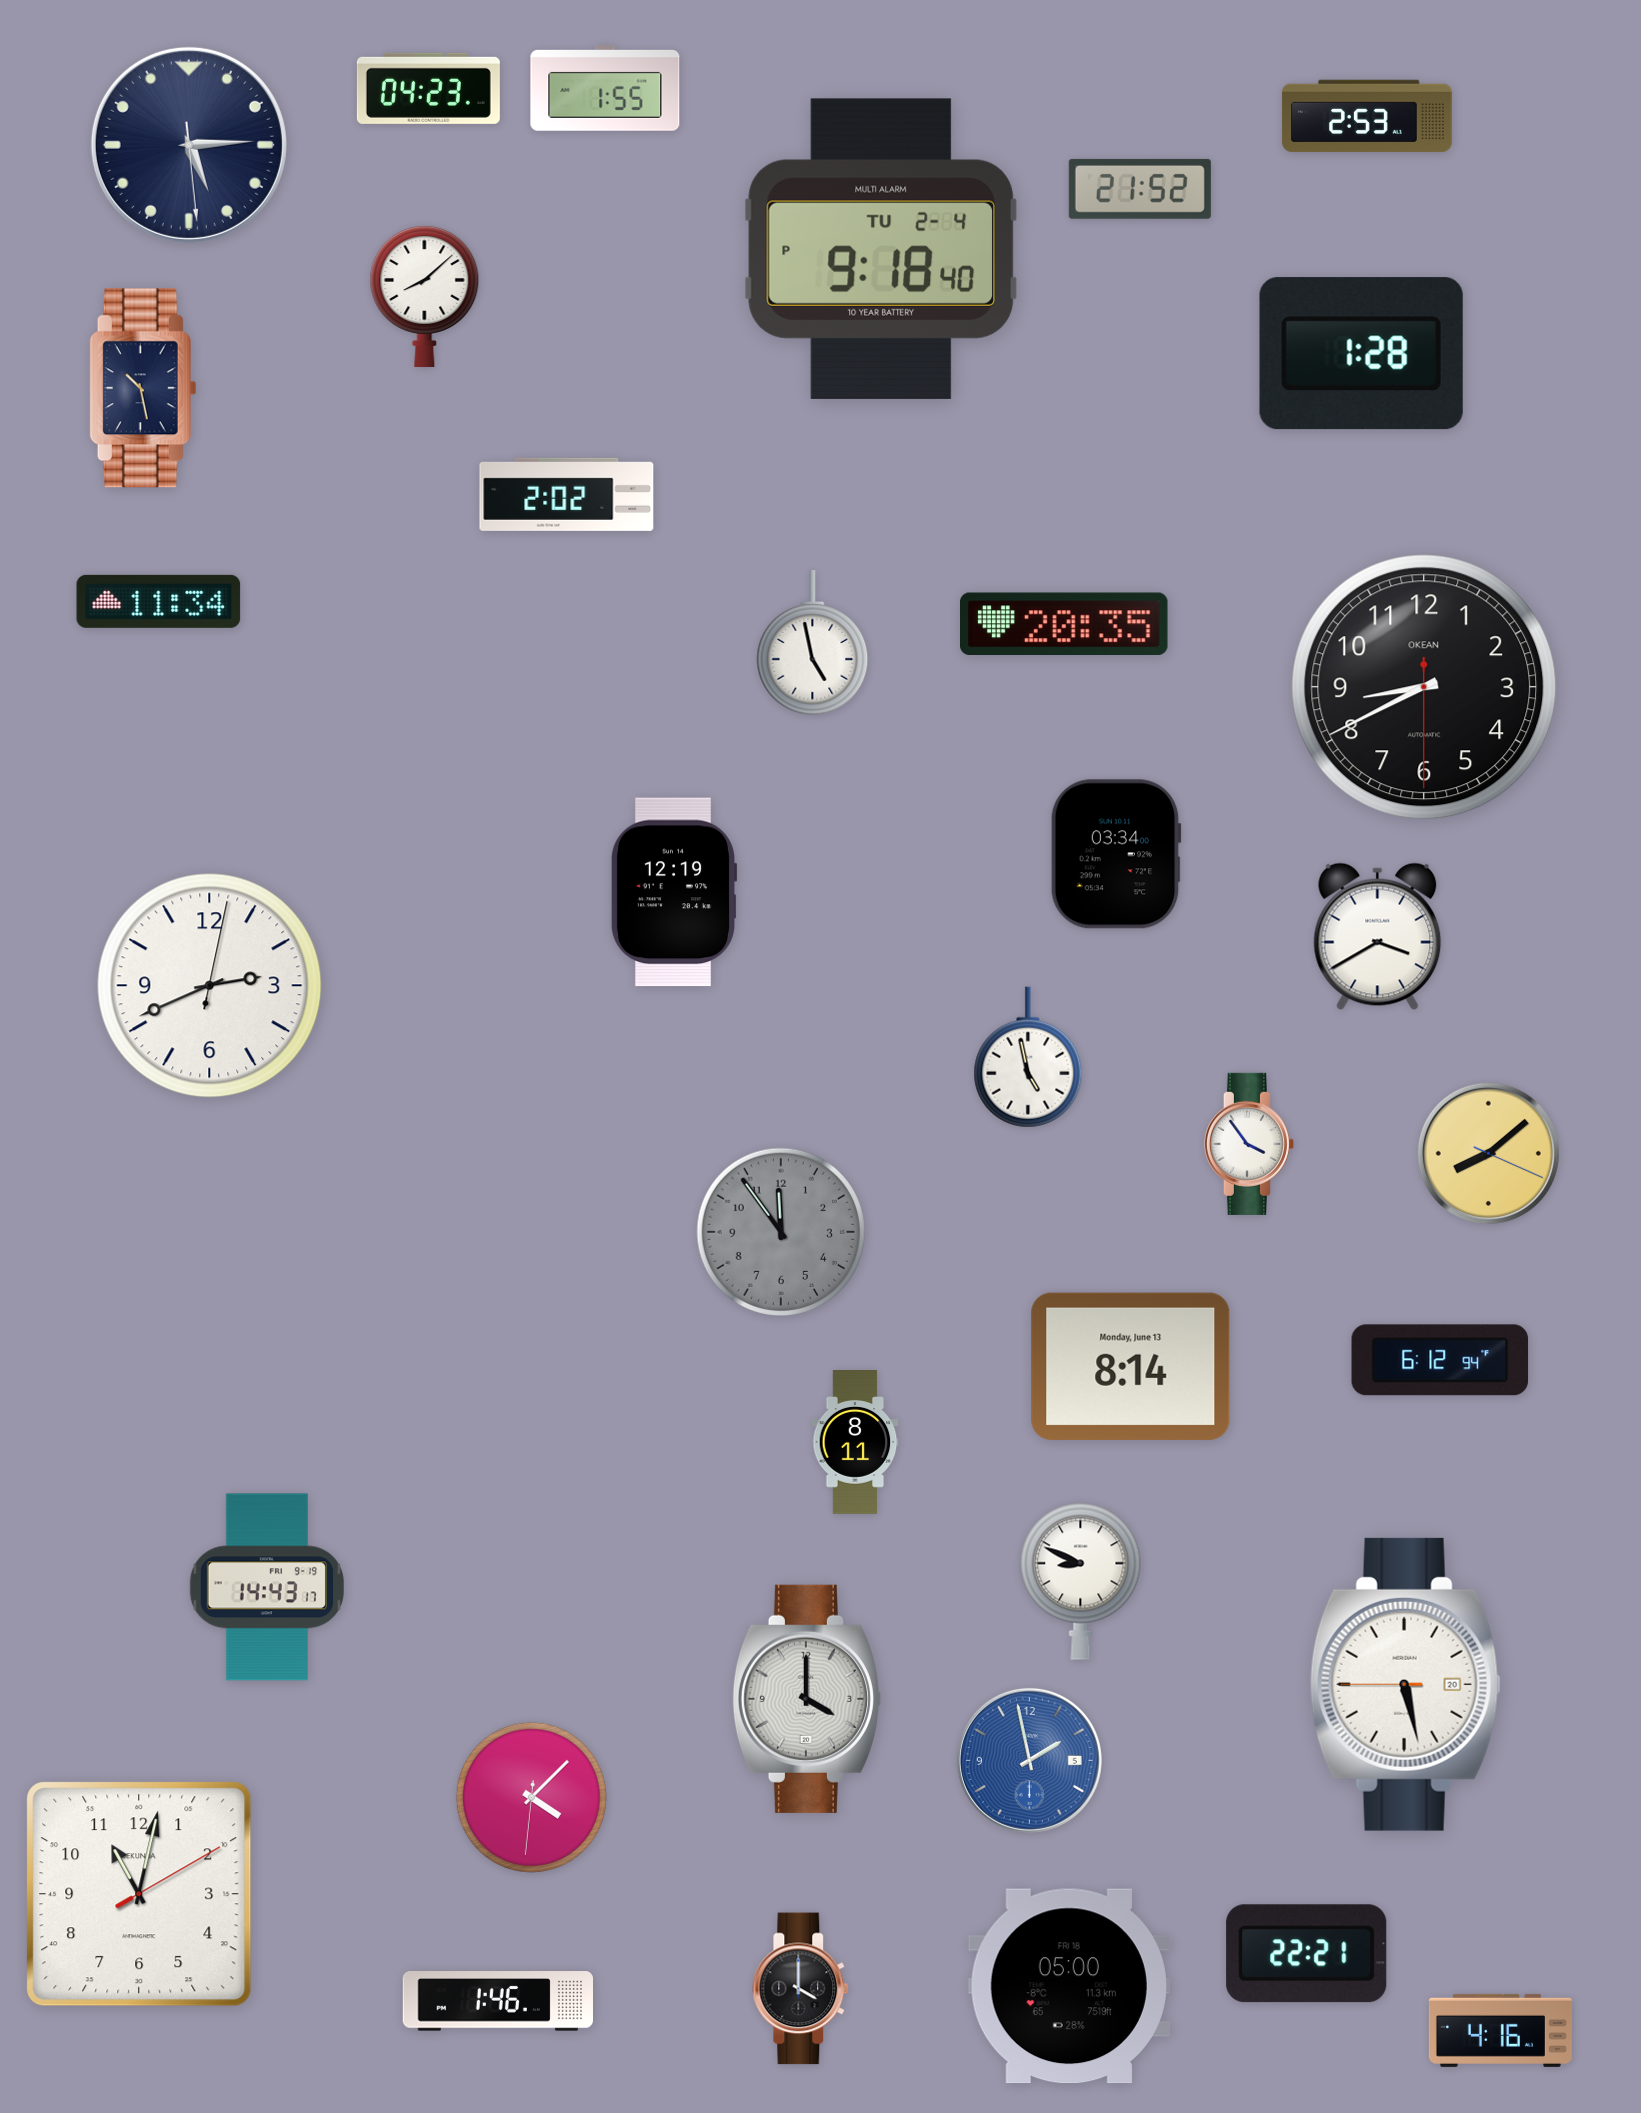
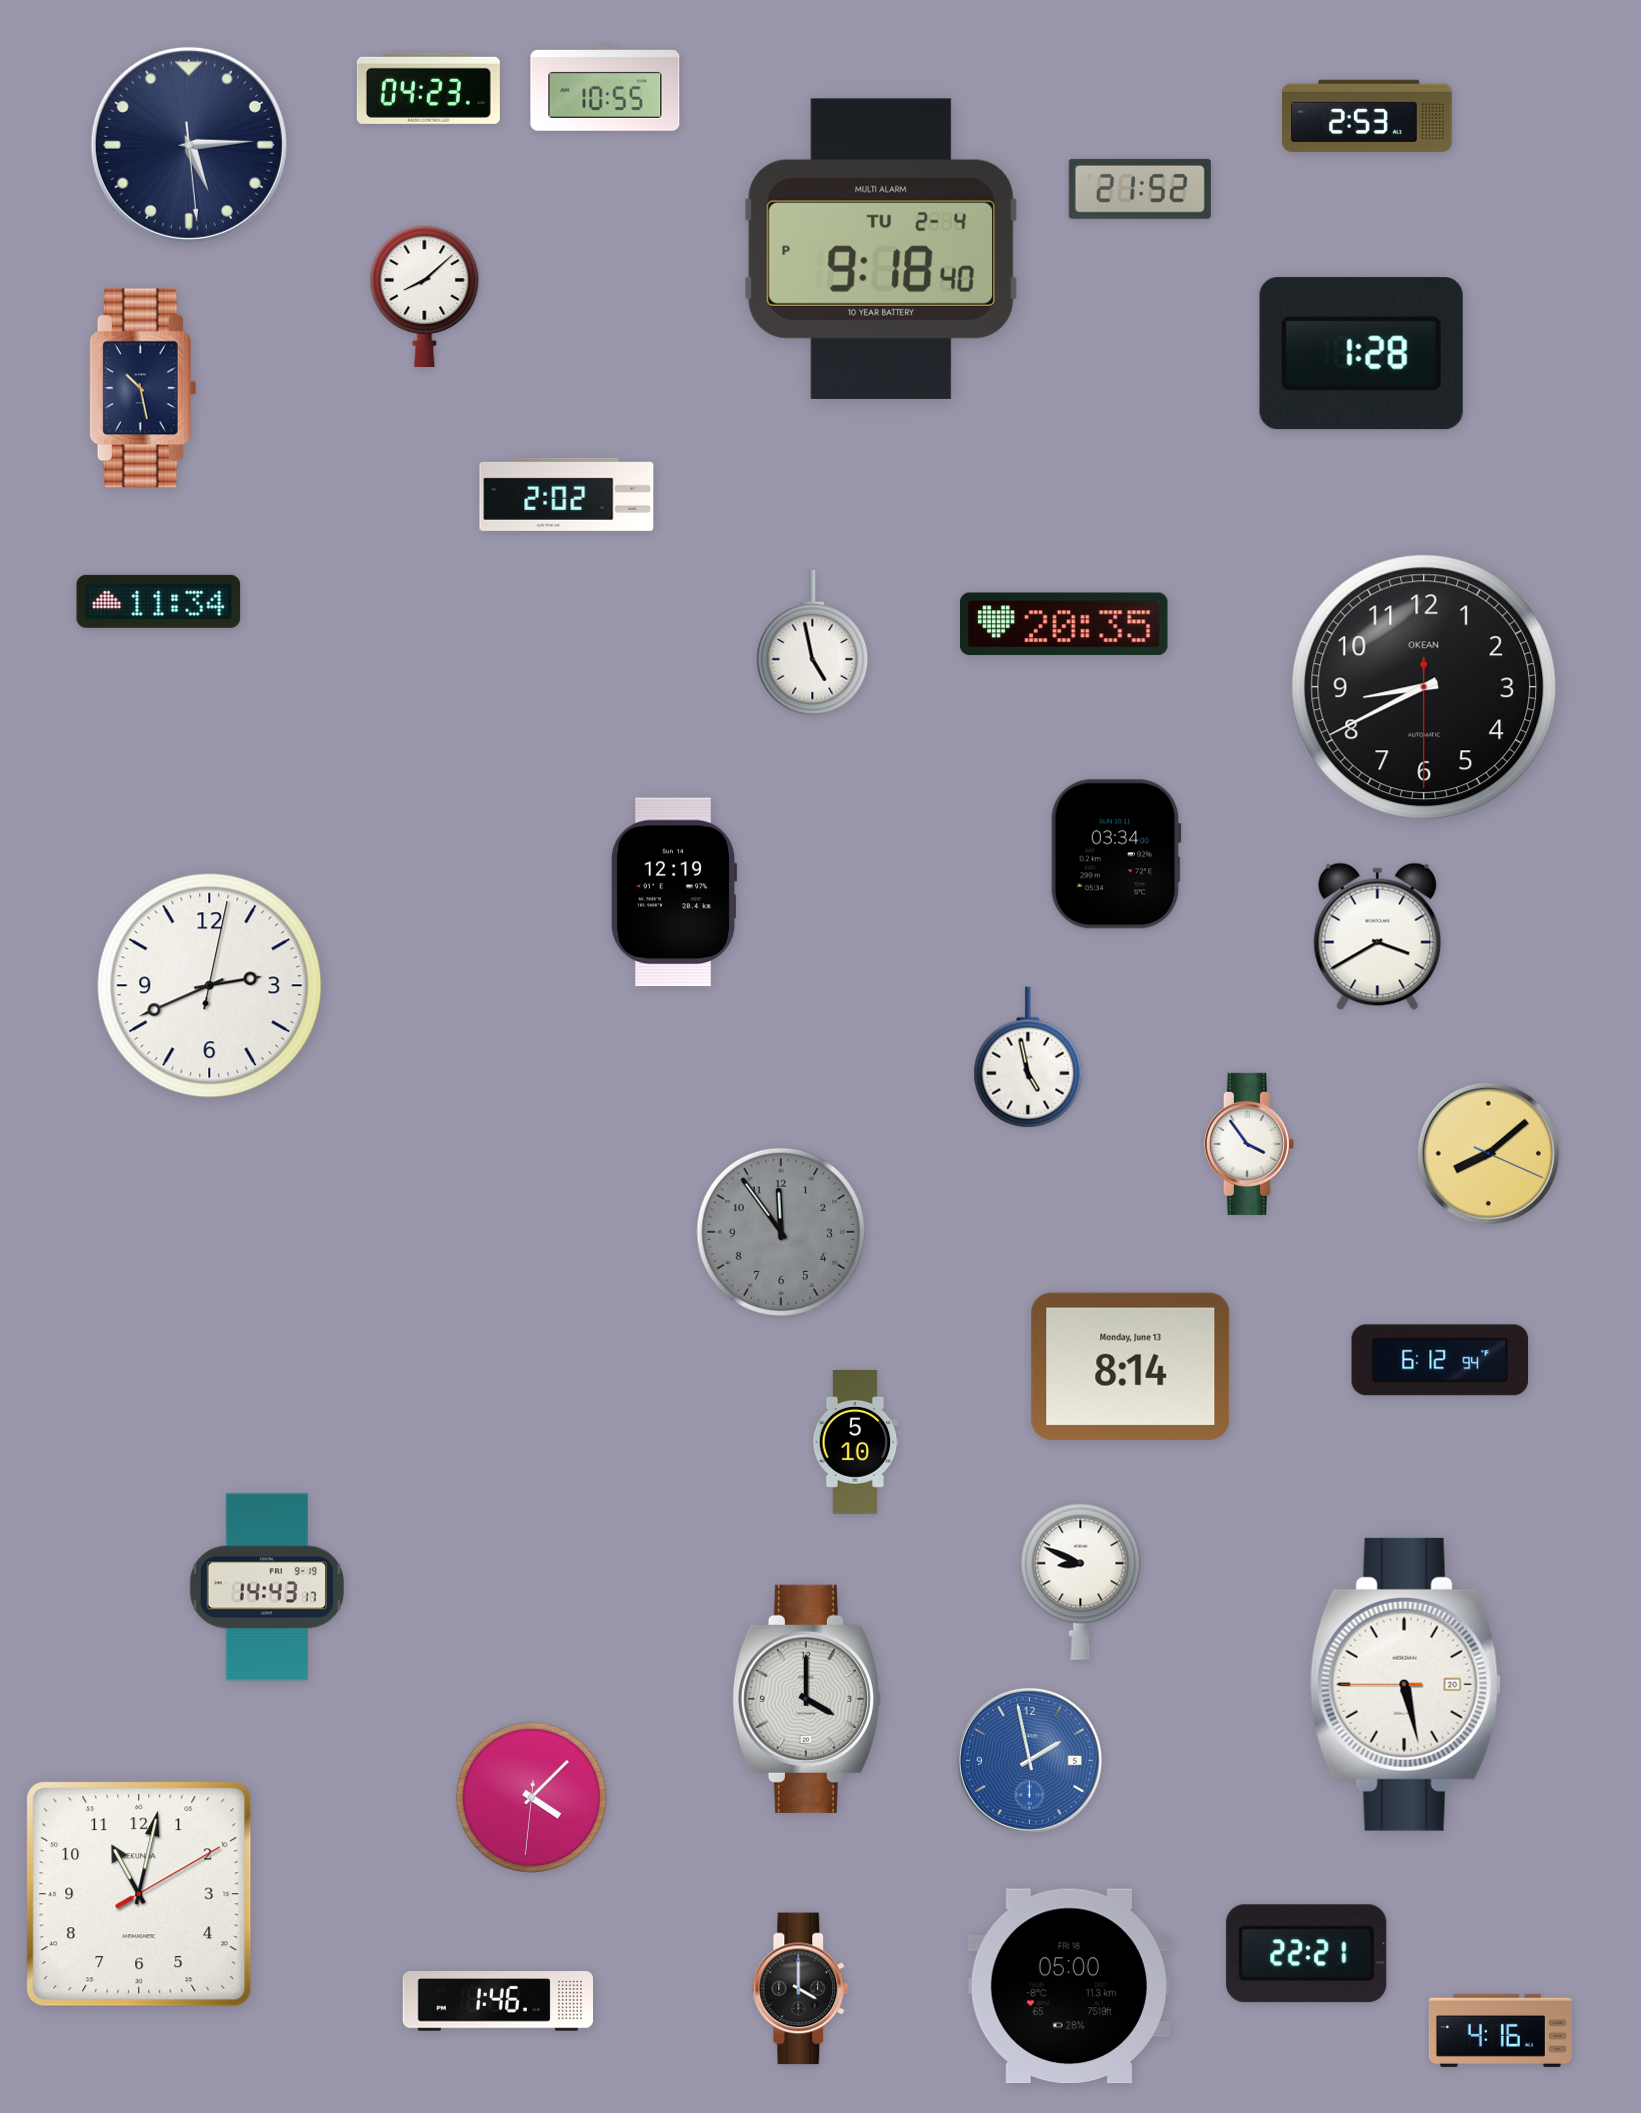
clock at (605, 89): 1:55 -> 10:55
clock at (855, 1443): 8:11 -> 5:10
